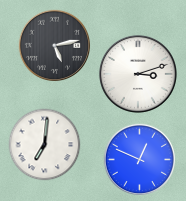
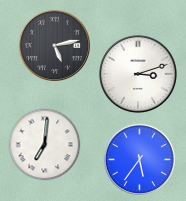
clock at (139, 159): 12:49 -> 5:36
